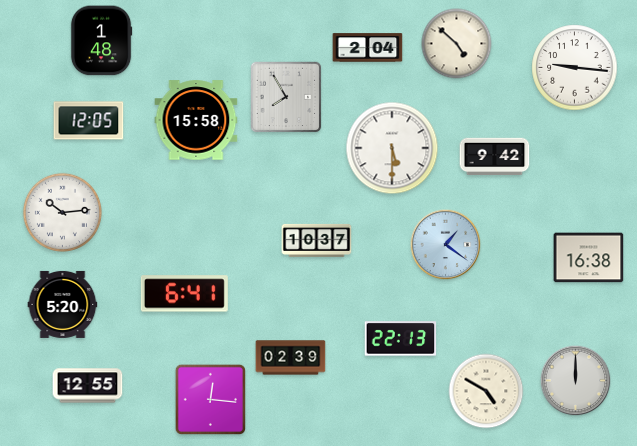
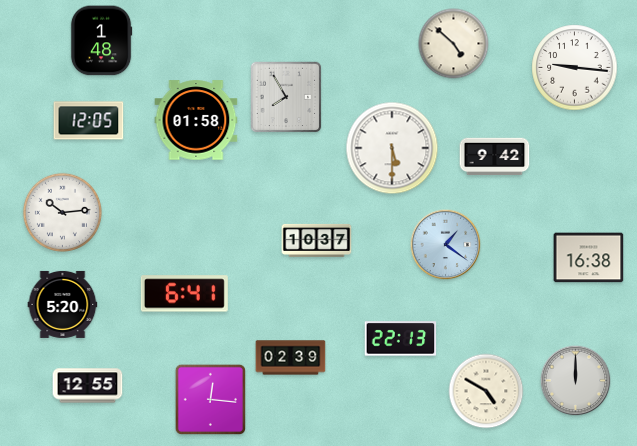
clock at (457, 44) position: (457, 44) -> (454, 44)
clock at (368, 48): 2:04 -> none
clock at (196, 120): 15:58 -> 01:58
